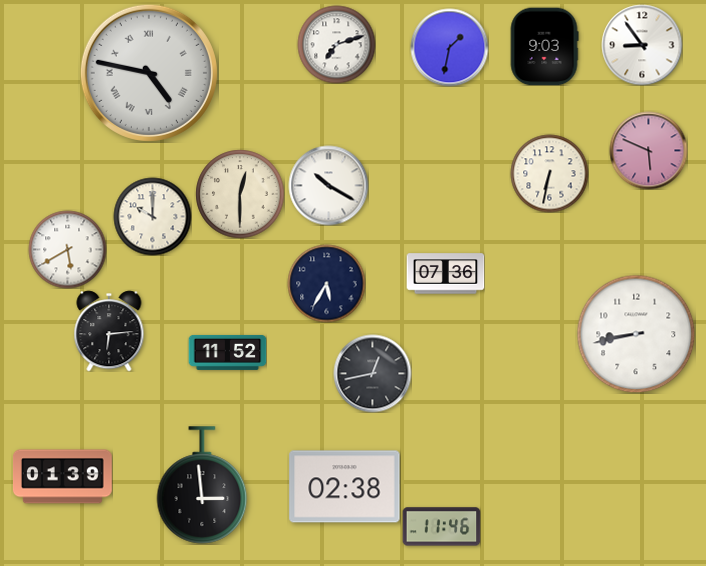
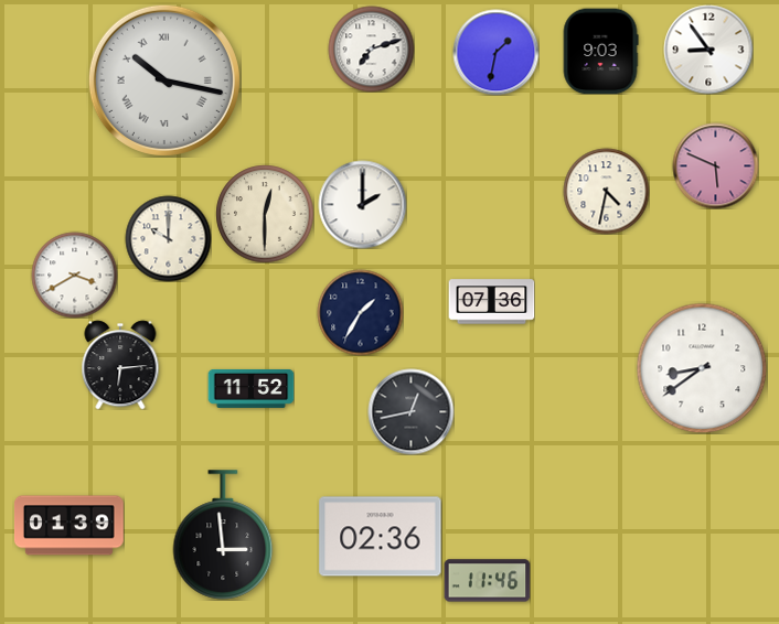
clock at (149, 73): 4:47 -> 10:17
clock at (549, 173): 6:32 -> 4:32
clock at (328, 185): 10:20 -> 2:00
clock at (67, 249): 5:40 -> 3:40
clock at (326, 283): 5:35 -> 1:35
clock at (636, 334): 8:43 -> 8:39
clock at (345, 487): 02:38 -> 02:36
